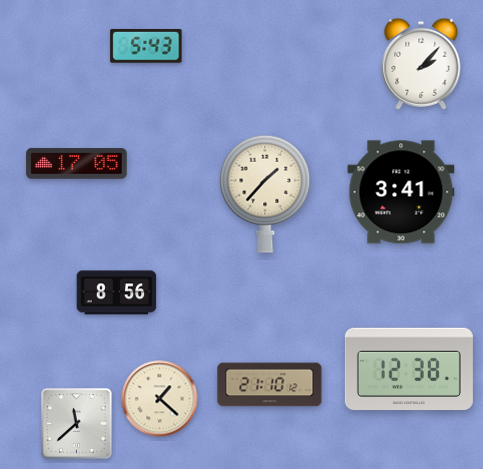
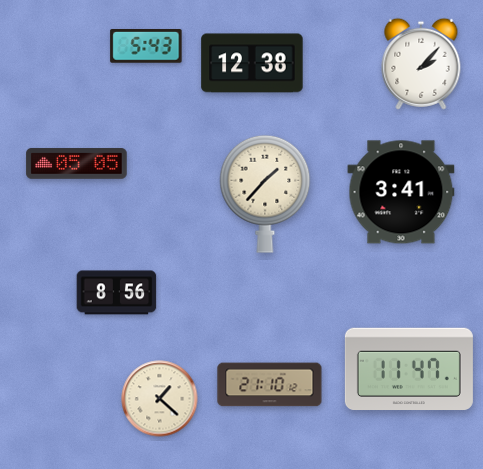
clock at (252, 63): none -> 12:38
clock at (77, 164): 17:05 -> 05:05
clock at (409, 369): 12:38 -> 11:47
clock at (77, 424): 11:38 -> none
